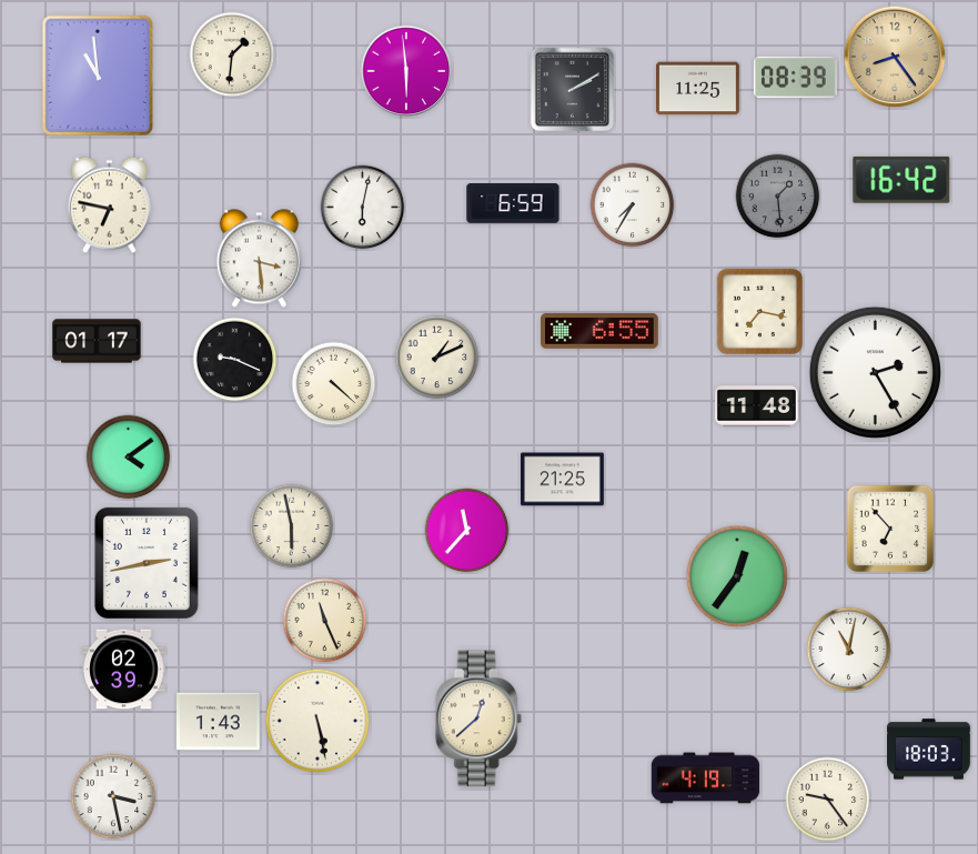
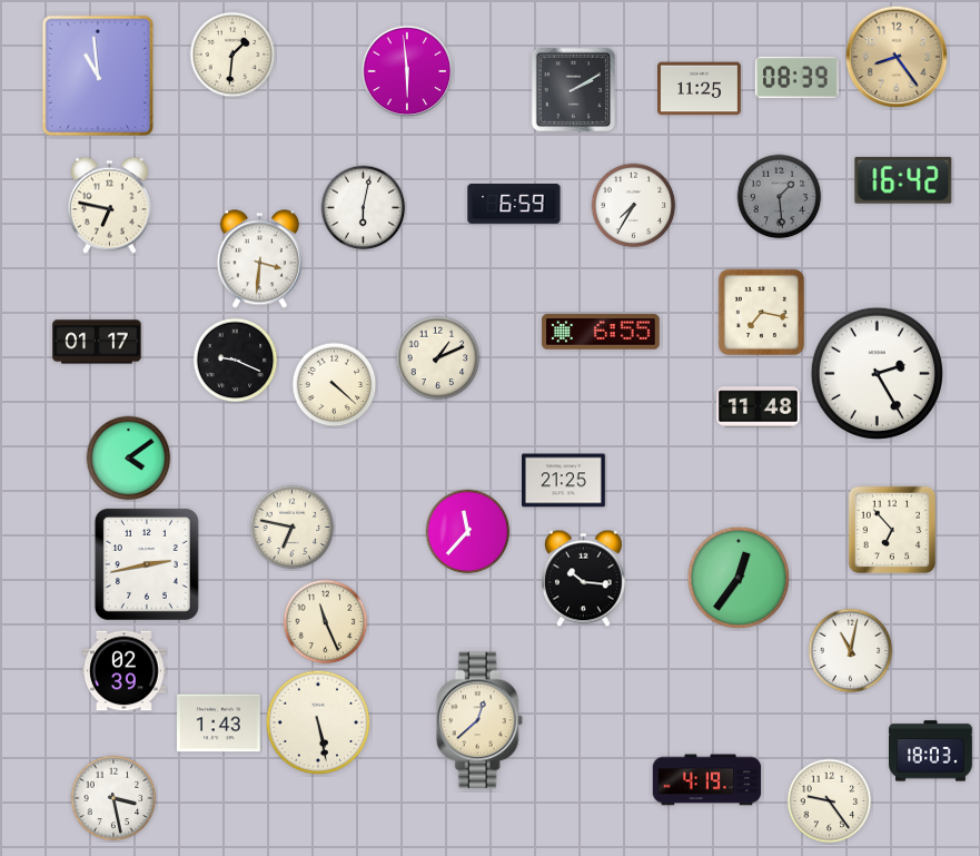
clock at (259, 259): 3:29 -> 3:31
clock at (292, 526): 5:58 -> 6:47
clock at (584, 579): none -> 10:16
